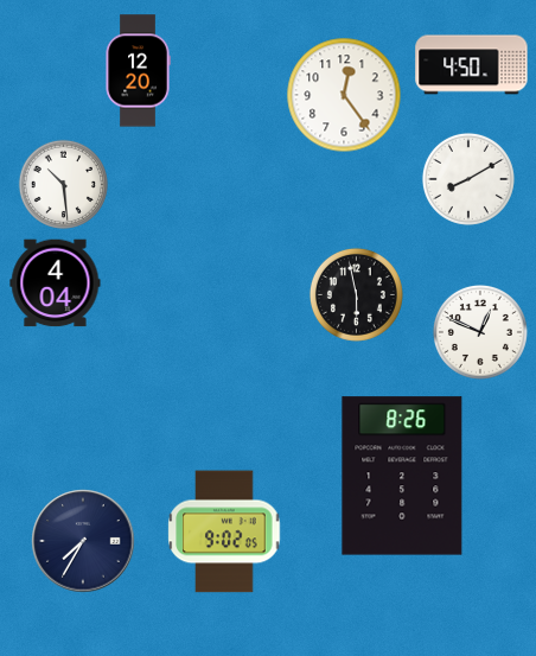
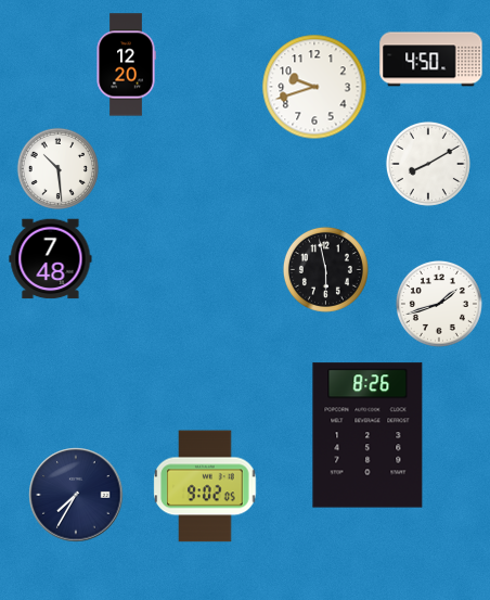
clock at (344, 95): 12:24 -> 9:42
clock at (56, 284): 4:04 -> 7:48
clock at (480, 332): 12:49 -> 1:42
